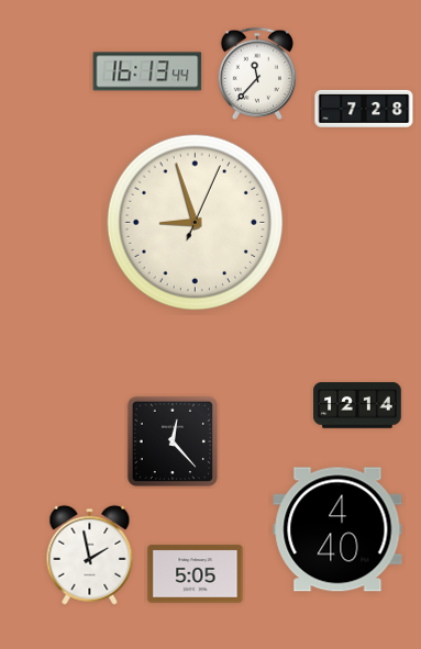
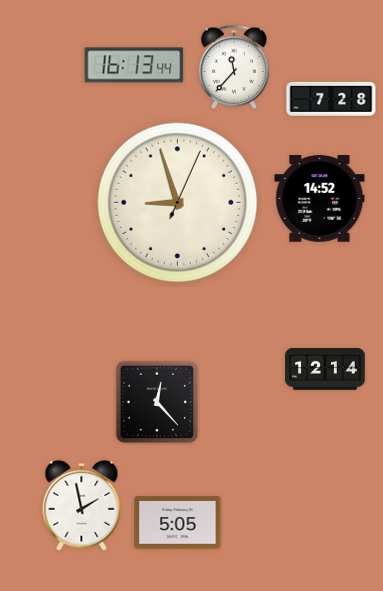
clock at (320, 199): none -> 14:52
clock at (337, 529): 4:40 -> none
